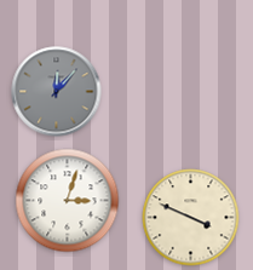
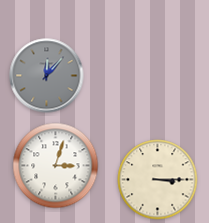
clock at (191, 218): 3:49 -> 3:15
